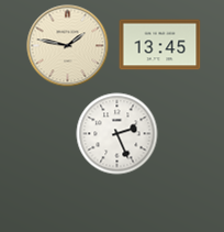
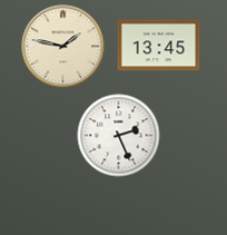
clock at (160, 45) position: (160, 45) -> (159, 46)
clock at (68, 46) position: (68, 46) -> (63, 47)
